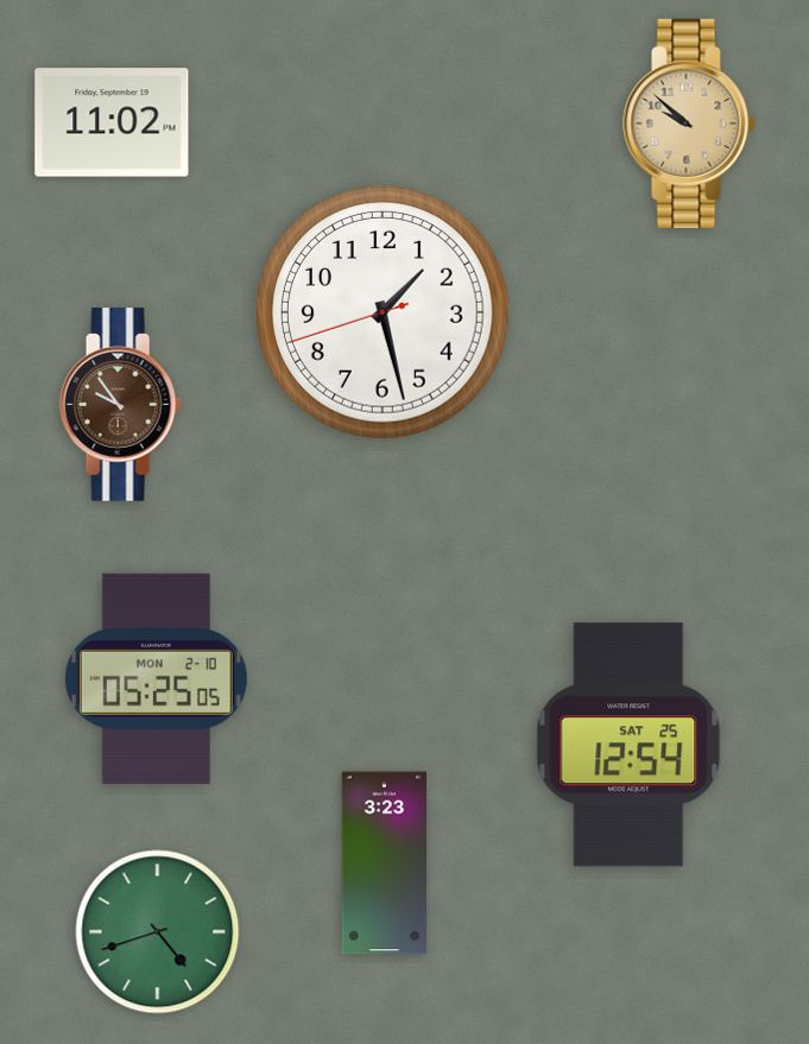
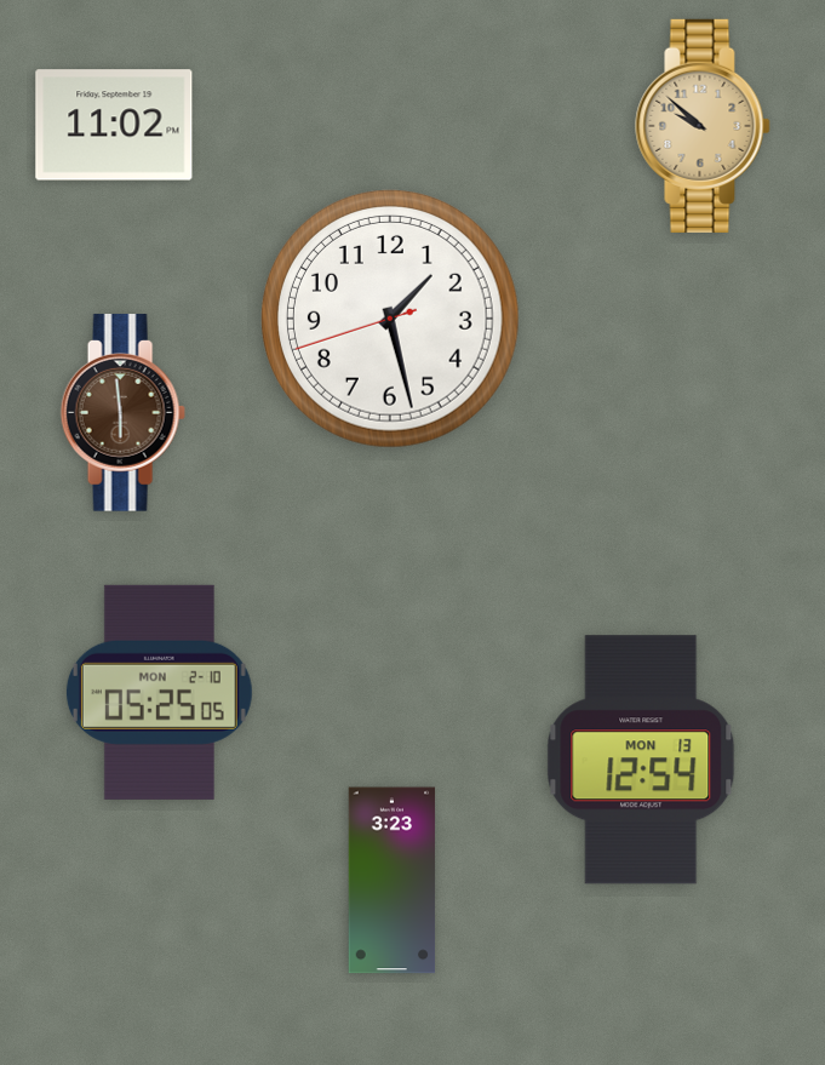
clock at (120, 405): 9:54 -> 5:59
clock at (628, 745) date: SAT 25 -> MON 13
clock at (158, 932): 4:42 -> none
